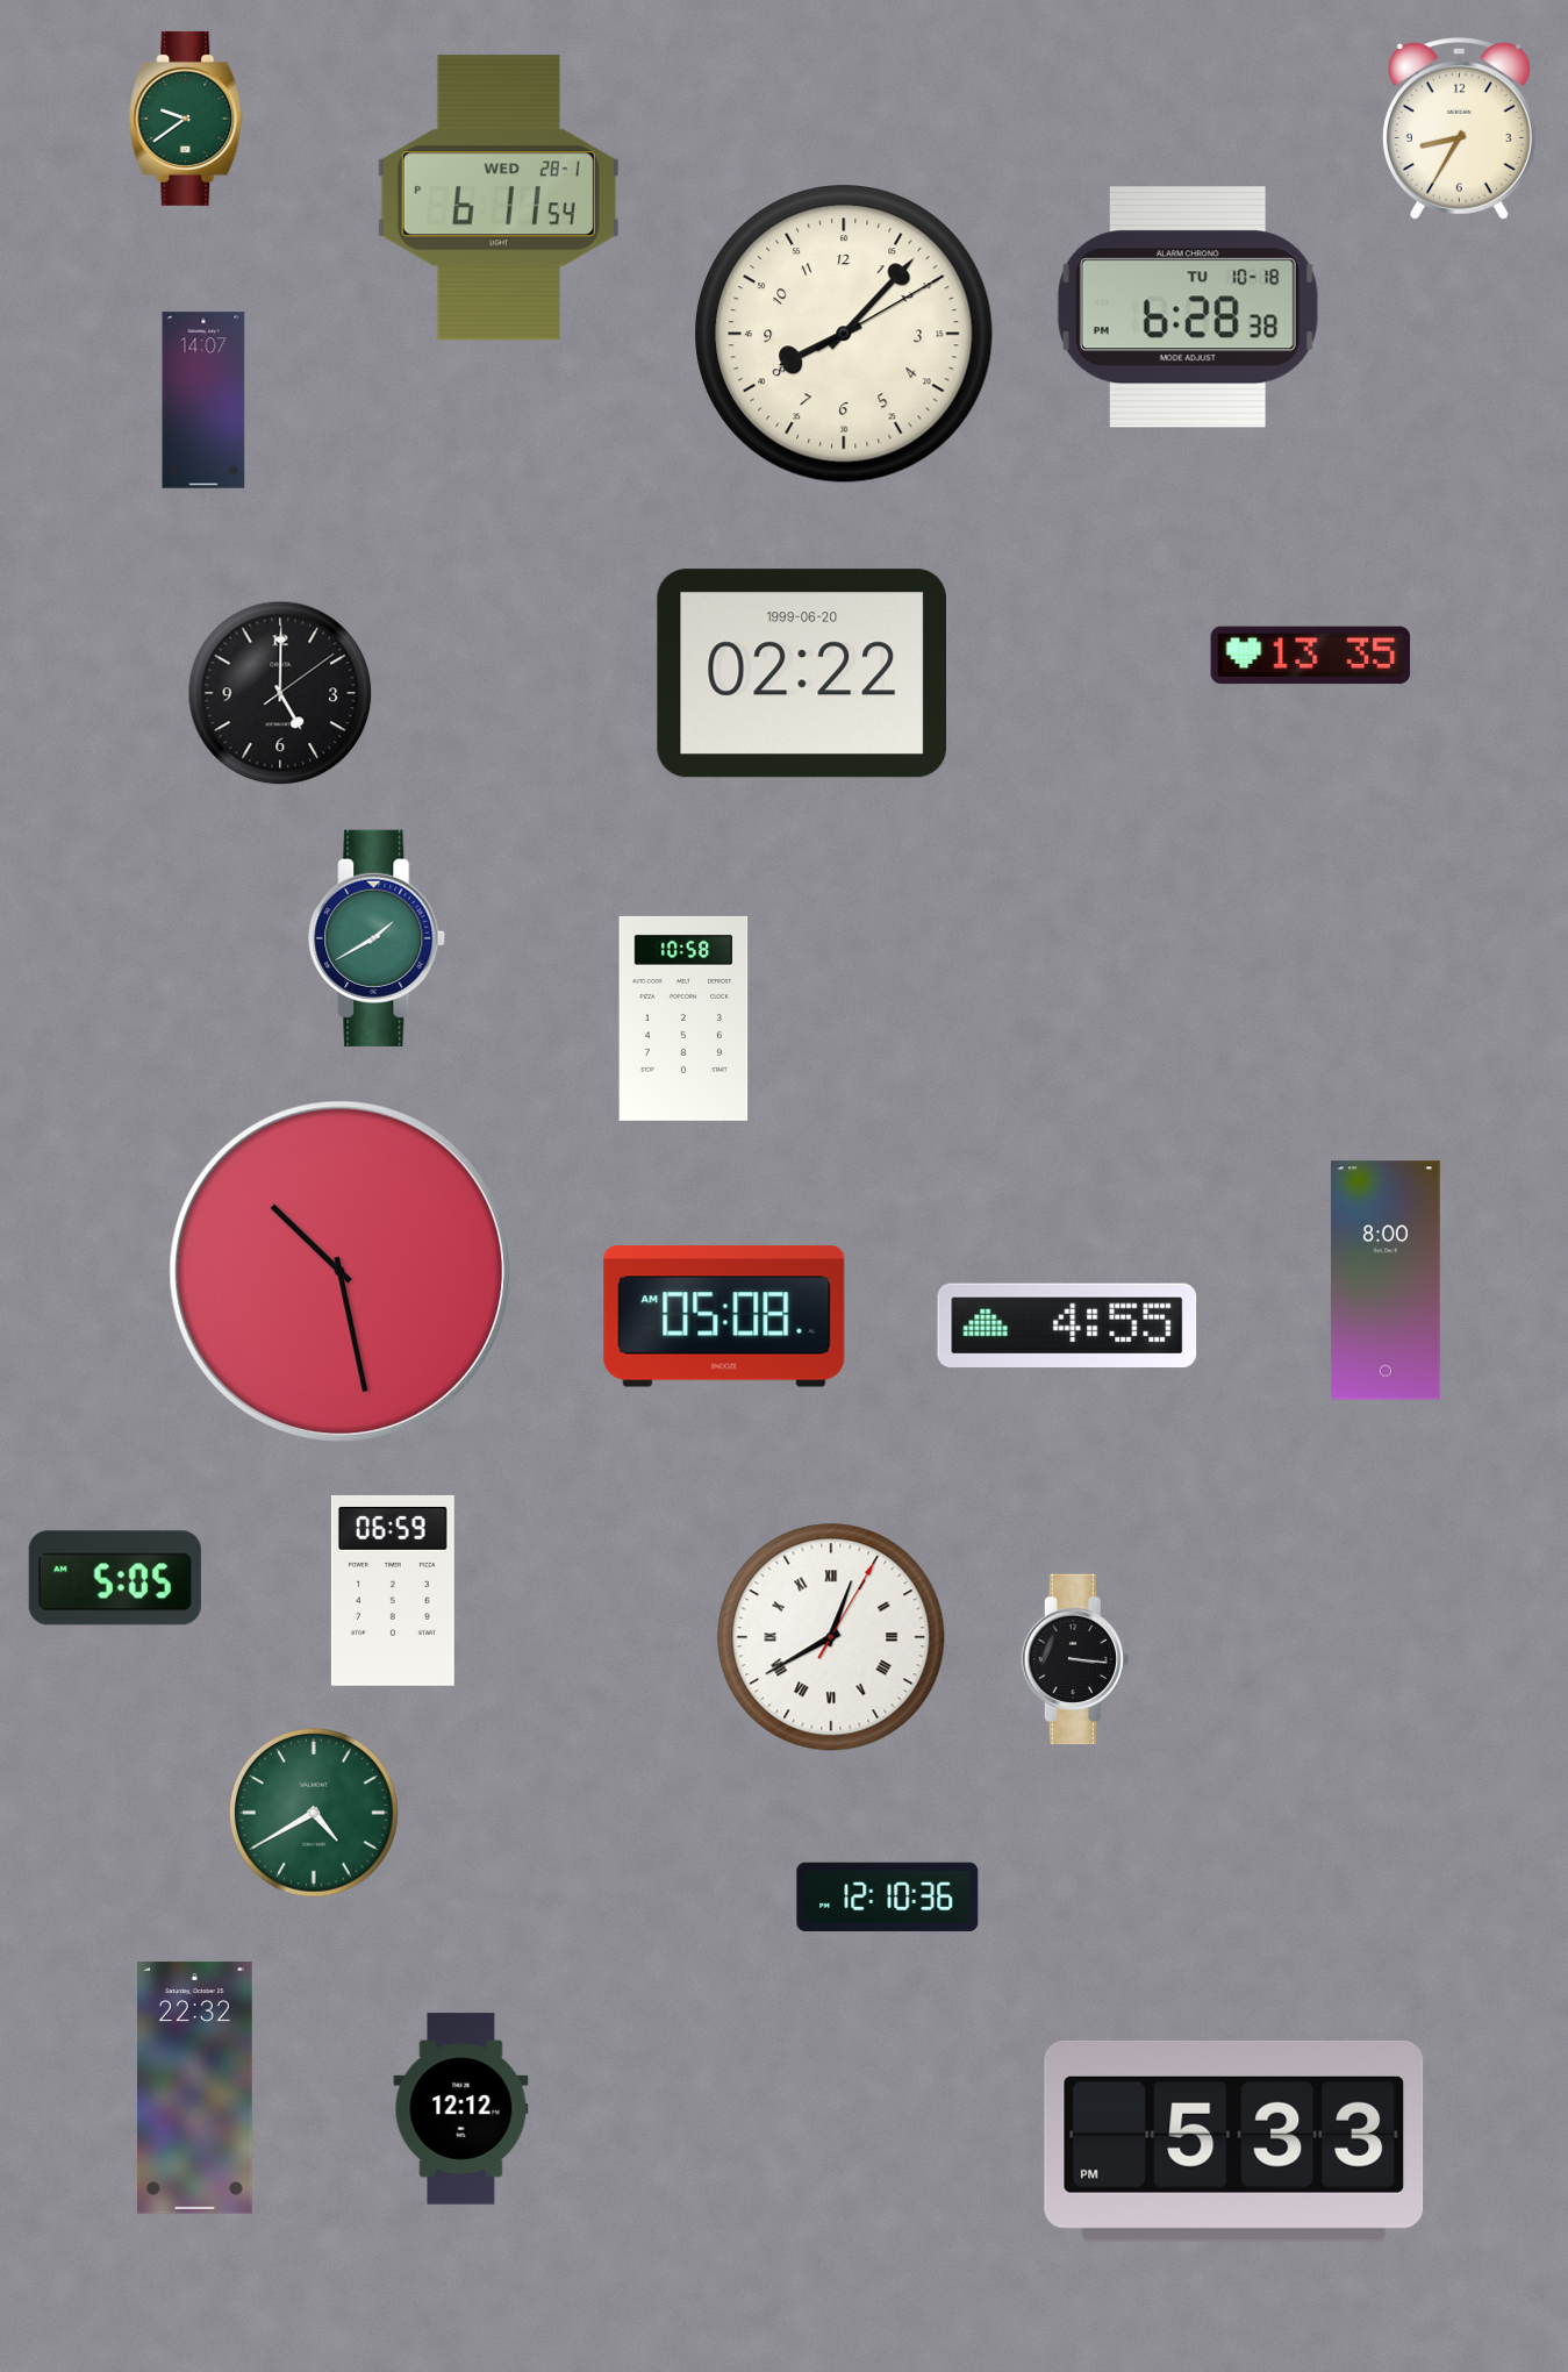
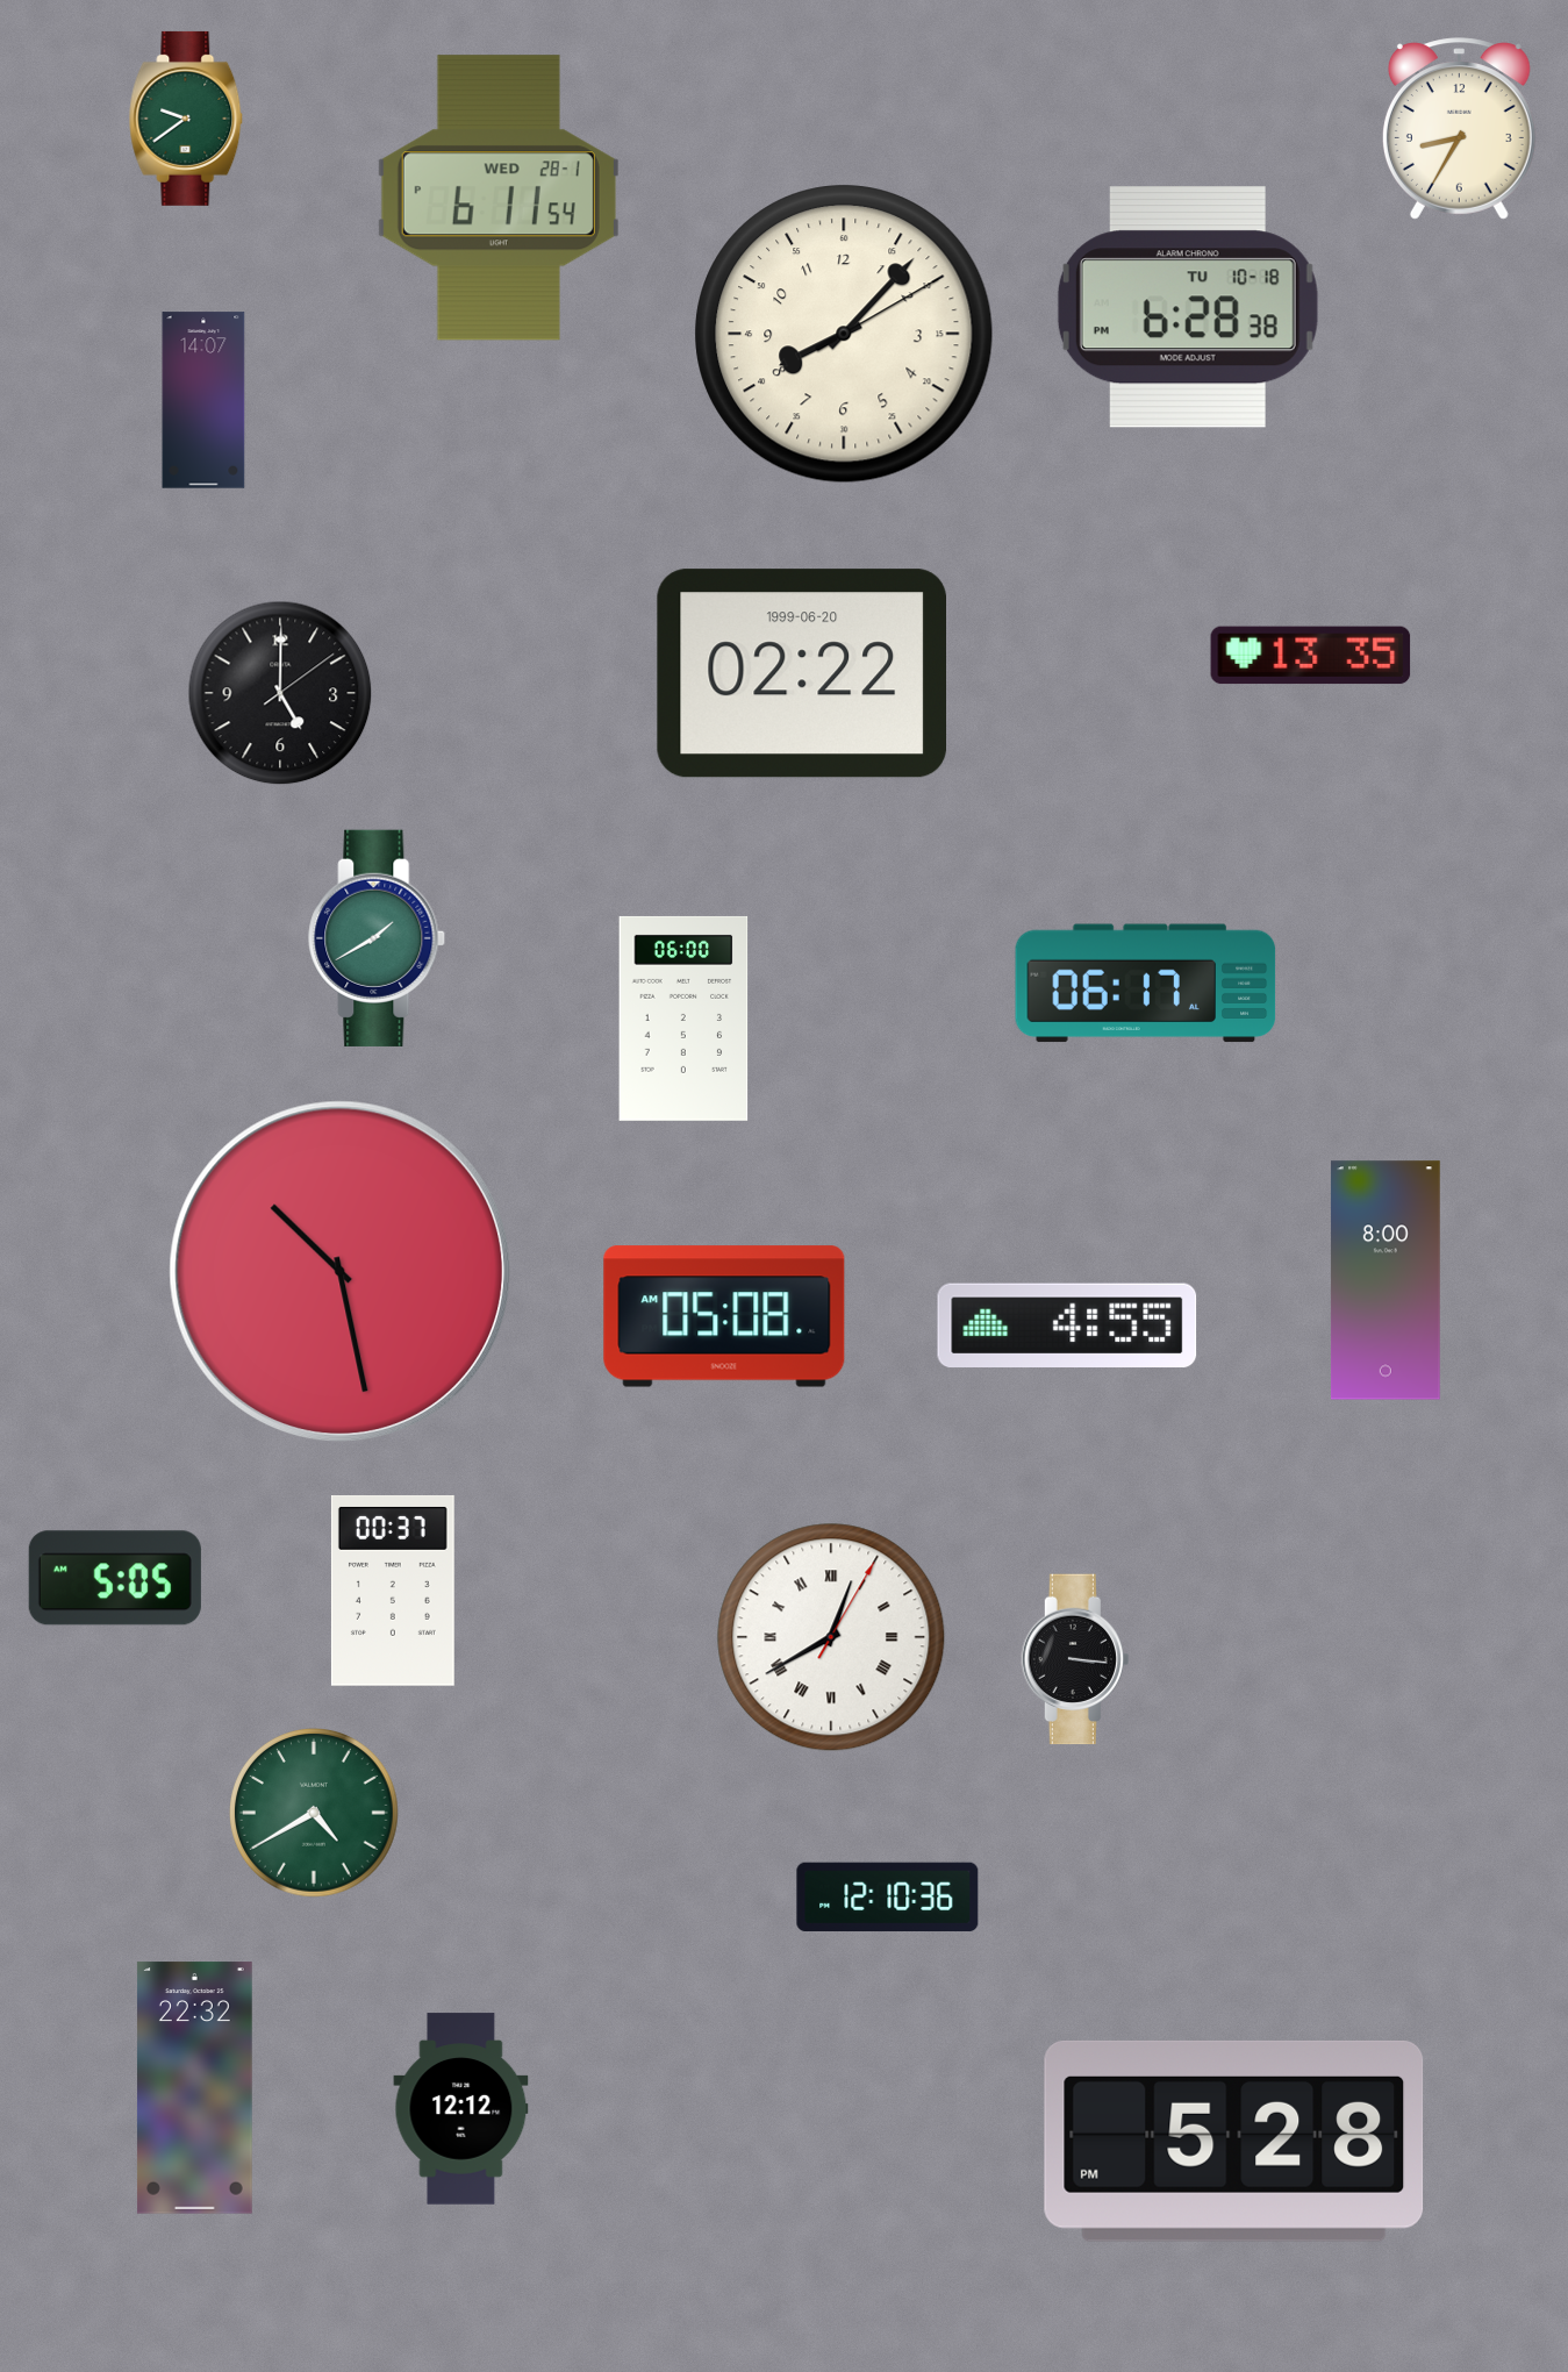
clock at (1146, 984): none -> 06:17
clock at (683, 1019): 10:58 -> 06:00
clock at (393, 1591): 06:59 -> 00:37
clock at (1234, 2141): 5:33 -> 5:28
